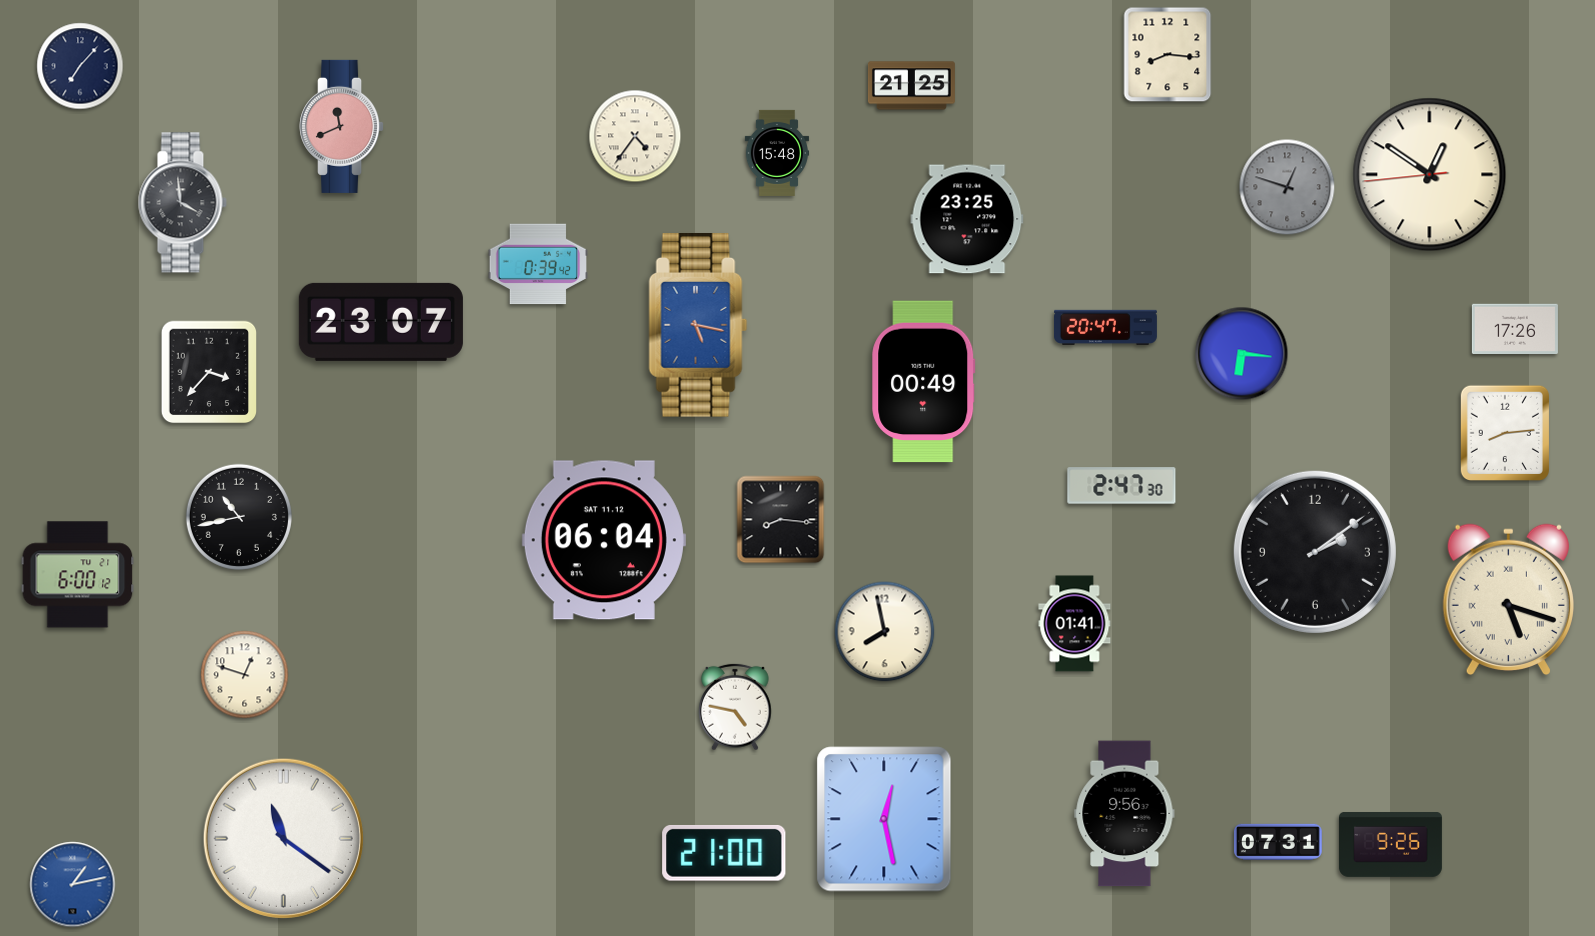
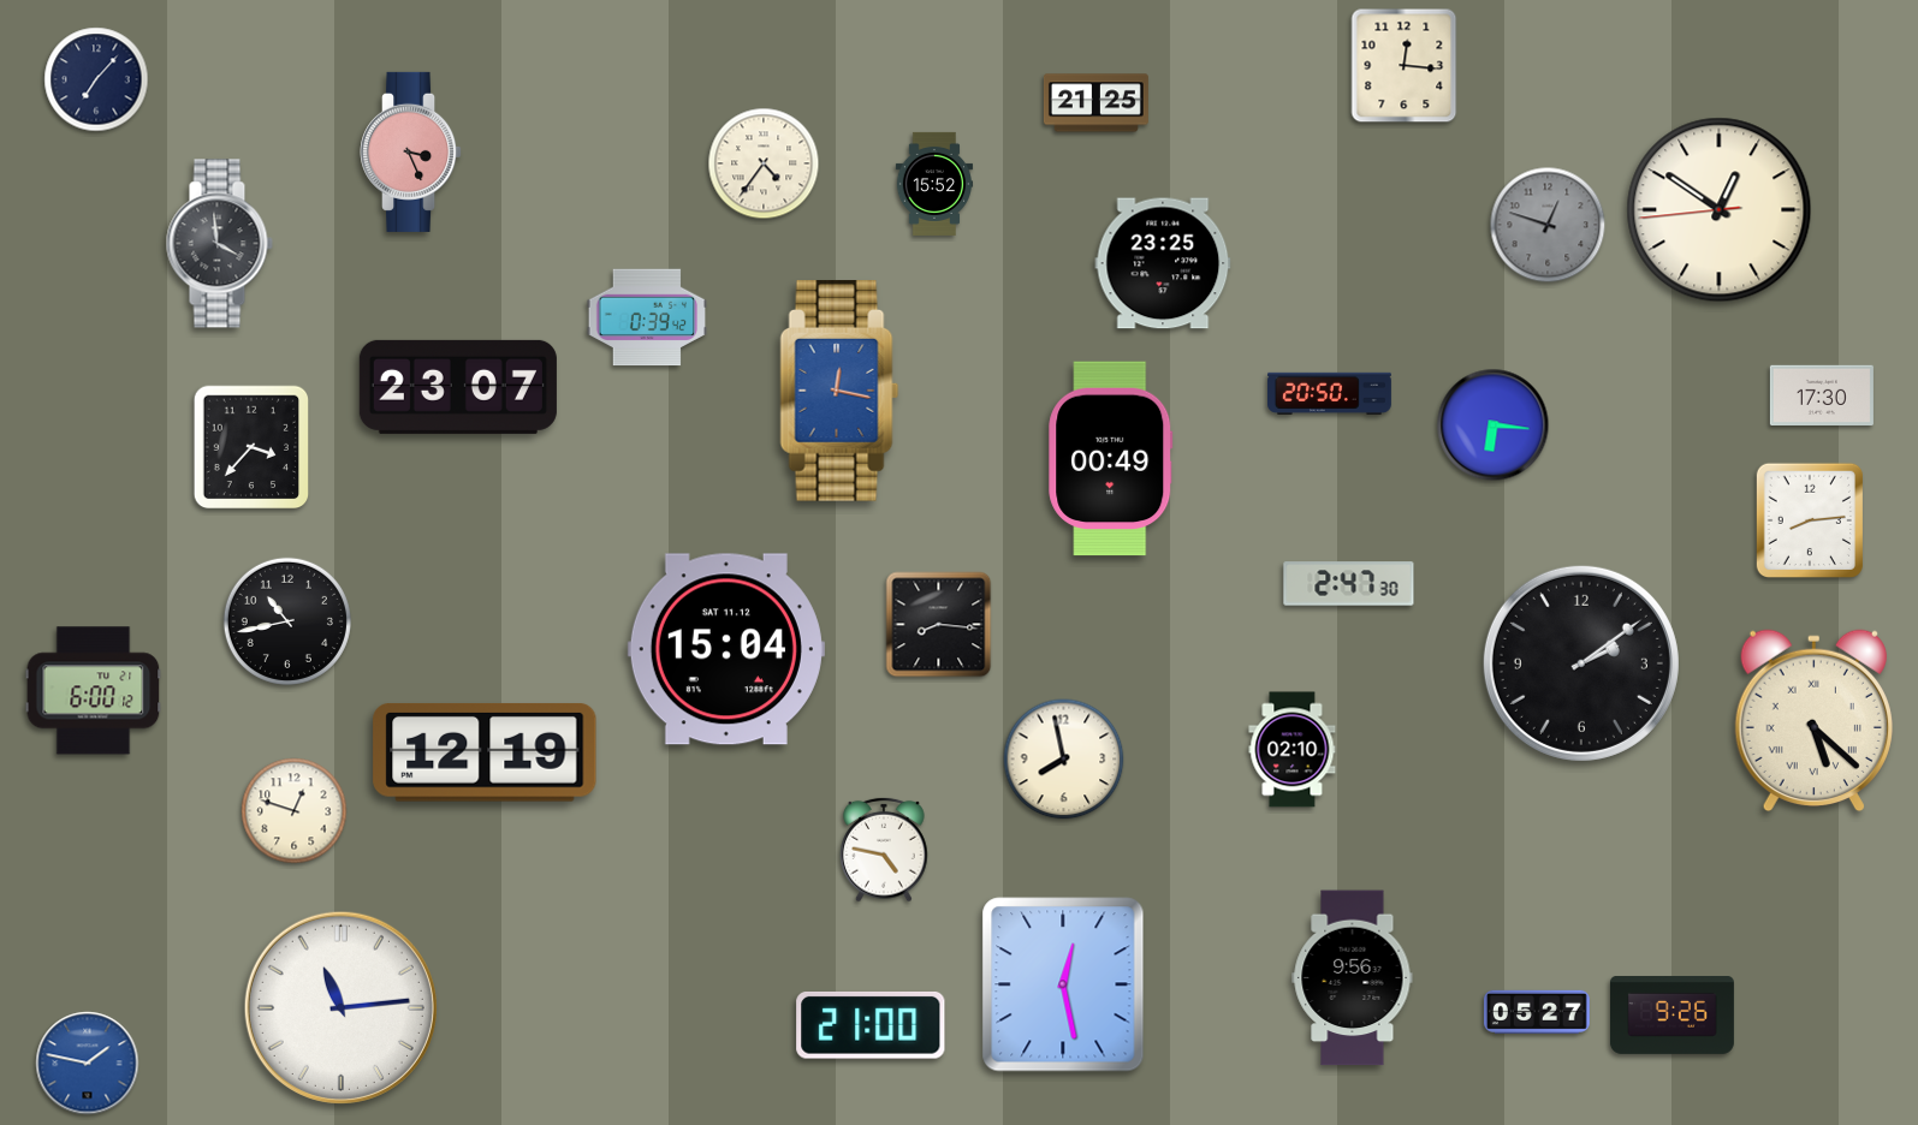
clock at (1168, 55): 8:16 -> 12:16
clock at (342, 126): 11:41 -> 3:26
clock at (777, 153): 15:48 -> 15:52
clock at (698, 326): 5:17 -> 12:17
clock at (1105, 327): 20:47 -> 20:50
clock at (1515, 329): 17:26 -> 17:30
clock at (604, 540): 06:04 -> 15:04
clock at (1508, 600): 5:18 -> 5:22
clock at (1075, 624): 01:41 -> 02:10
clock at (485, 754): none -> 12:19
clock at (283, 838): 11:21 -> 11:14
clock at (1278, 842): 07:31 -> 05:27
clock at (73, 885): 1:13 -> 1:47
